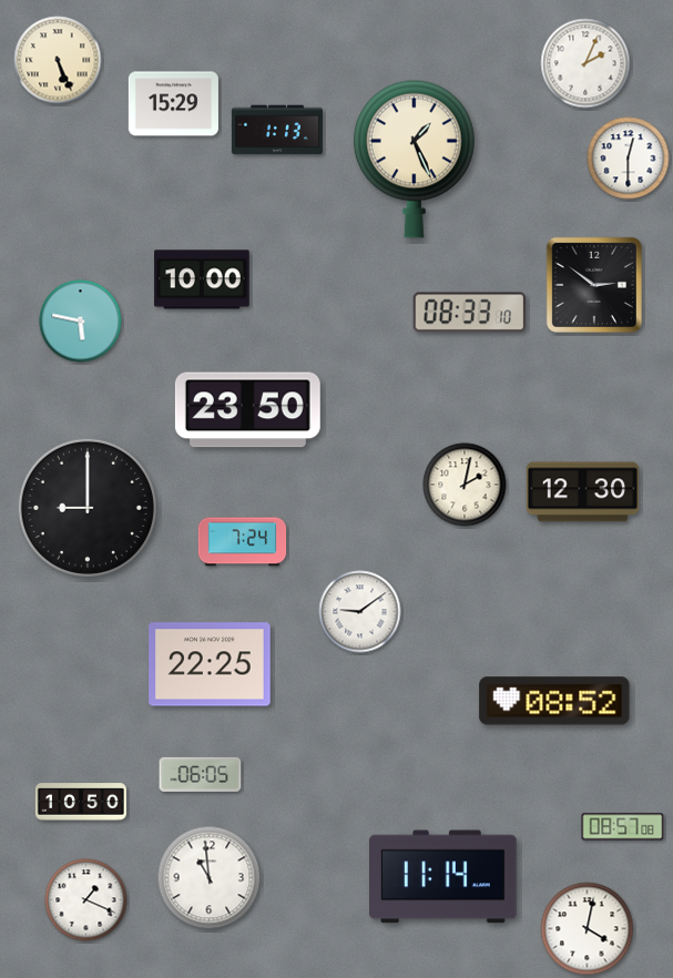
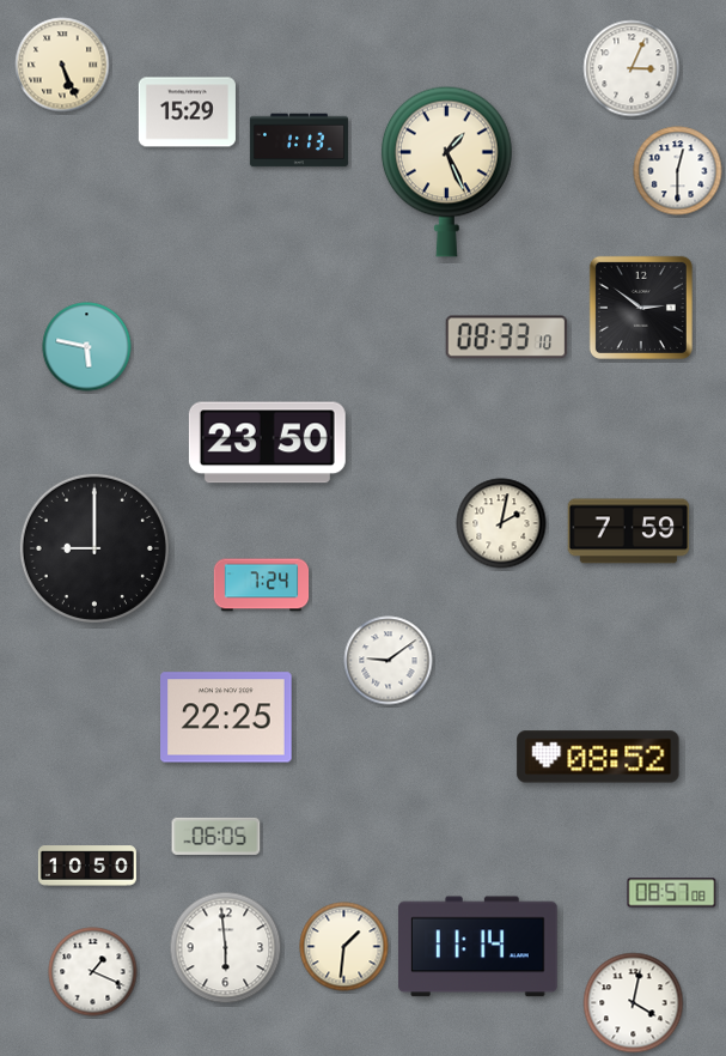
clock at (585, 63): 2:04 -> 3:04
clock at (202, 279): 10:00 -> none
clock at (583, 492): 12:30 -> 7:59
clock at (344, 947): none -> 1:31
clock at (210, 878): 10:59 -> 5:59
